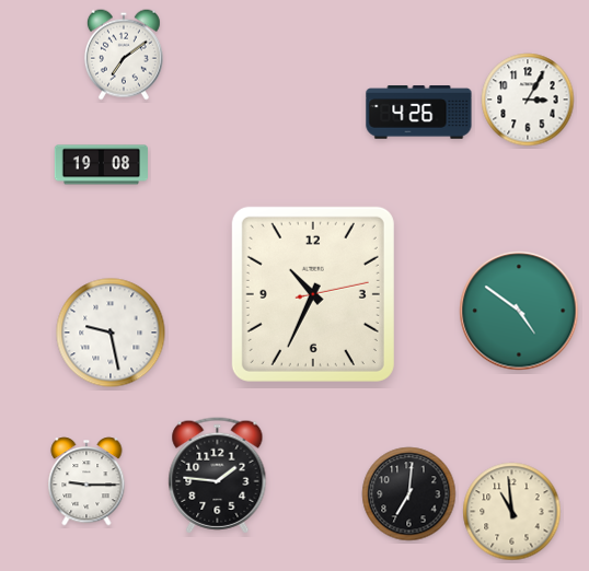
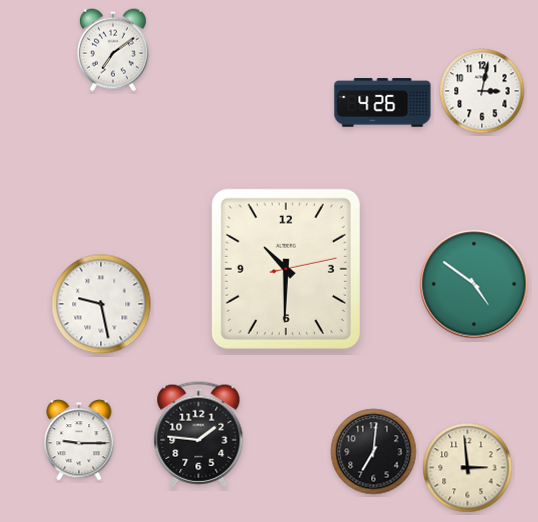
clock at (528, 100): 3:05 -> 3:02
clock at (101, 165): 19:08 -> none
clock at (313, 294): 10:34 -> 10:30
clock at (512, 512): 10:59 -> 2:59
